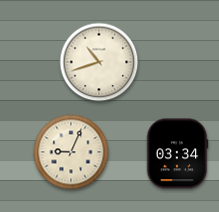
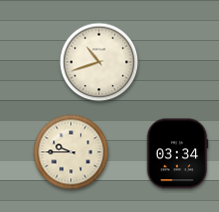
clock at (71, 152): 9:04 -> 9:45
